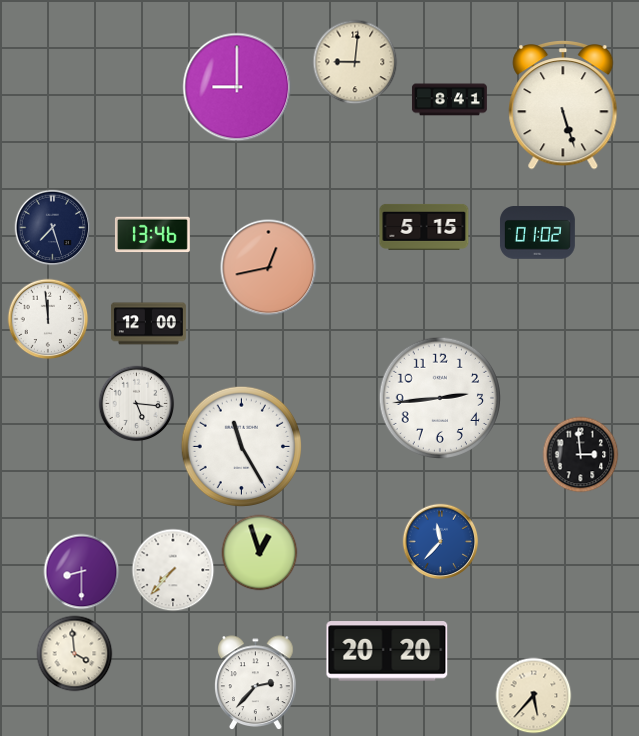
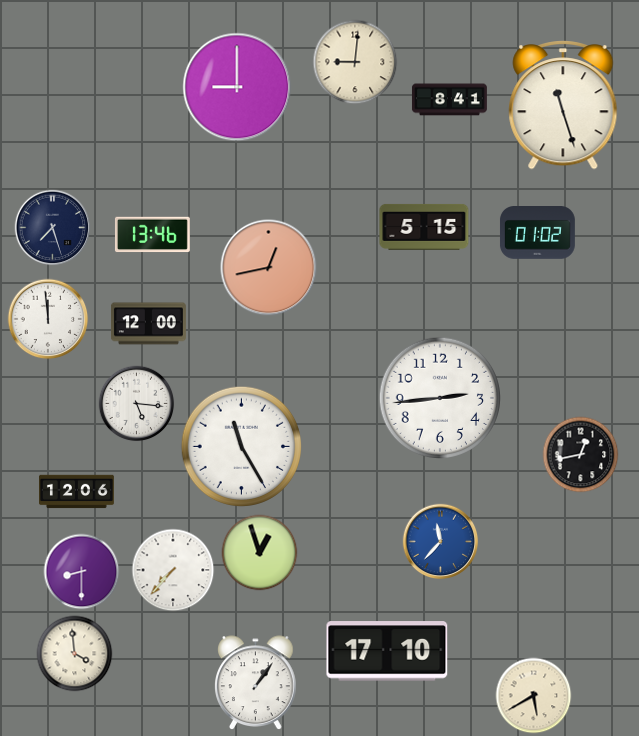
clock at (563, 106): 5:27 -> 11:27
clock at (581, 455): 2:59 -> 12:43
clock at (77, 492): none -> 12:06
clock at (387, 651): 20:20 -> 17:10
clock at (256, 682): 2:37 -> 1:06
clock at (534, 696): 5:37 -> 5:40
